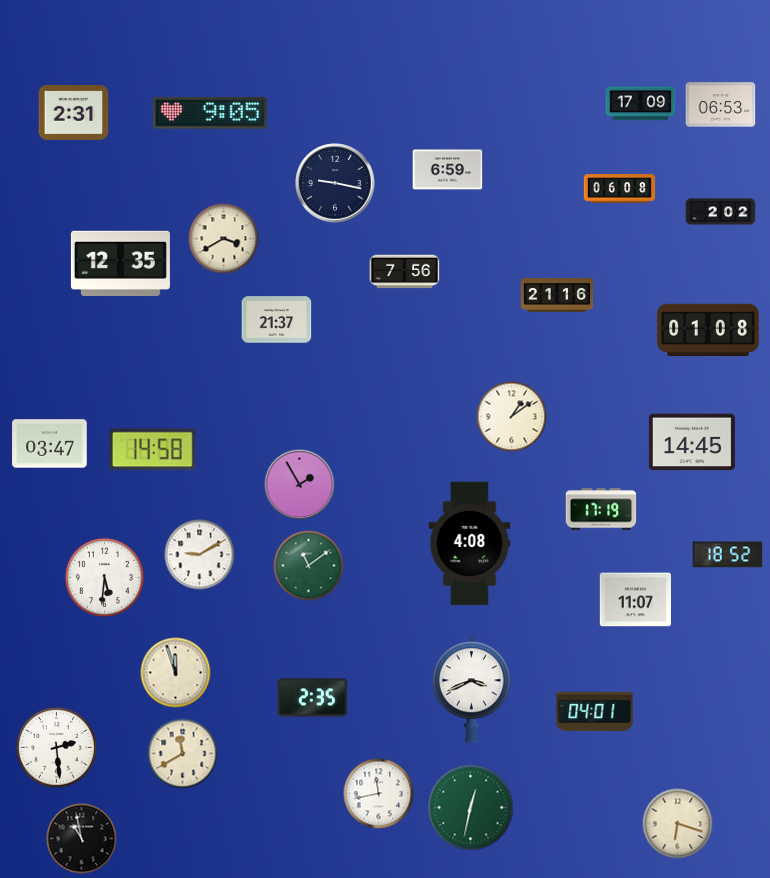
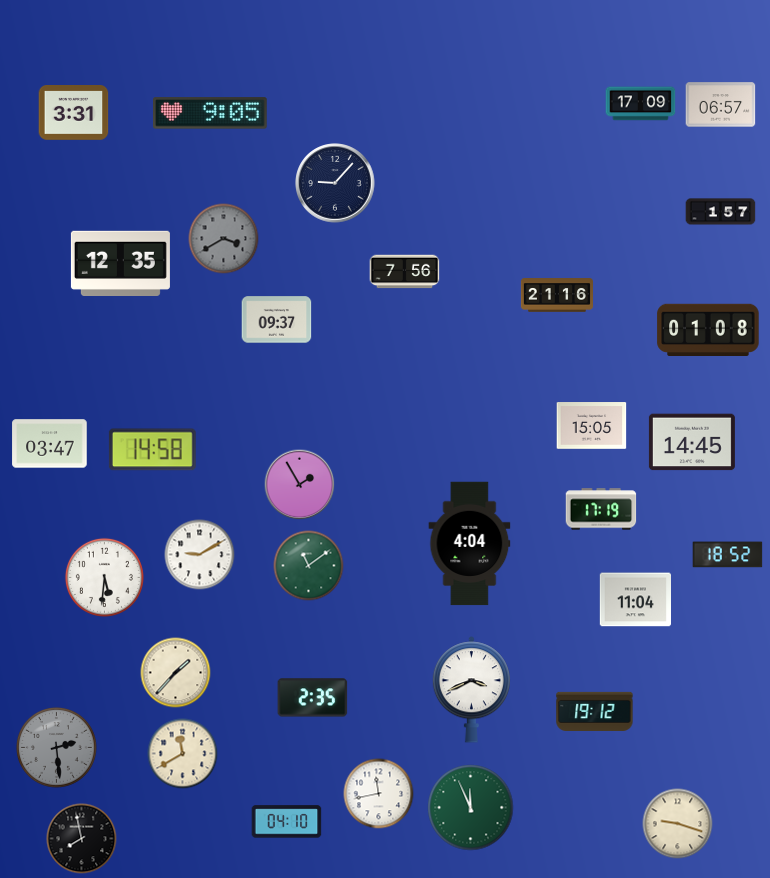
clock at (721, 105): 06:53 -> 06:57
clock at (74, 113): 2:31 -> 3:31
clock at (448, 170): 6:59 -> none
clock at (335, 183): 9:17 -> 9:07
clock at (620, 189): 06:08 -> none
clock at (721, 212): 2:02 -> 1:57
clock at (224, 239) dial: cream -> grey
clock at (277, 320): 21:37 -> 09:37
clock at (512, 417): 1:09 -> none
clock at (592, 426): none -> 15:05
clock at (470, 544): 4:08 -> 4:04
clock at (636, 600): 11:07 -> 11:04
clock at (176, 673): 11:57 -> 1:37
clock at (595, 711): 04:01 -> 19:12
clock at (56, 747) dial: white -> grey
clock at (471, 808): 12:32 -> 11:56
clock at (287, 822): none -> 04:10
clock at (678, 824): 6:18 -> 9:18
clock at (82, 839): 10:58 -> 7:58
